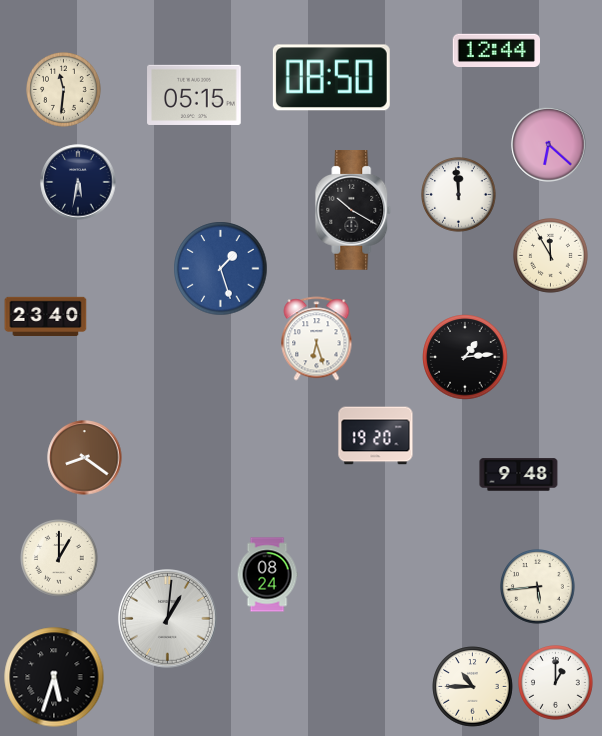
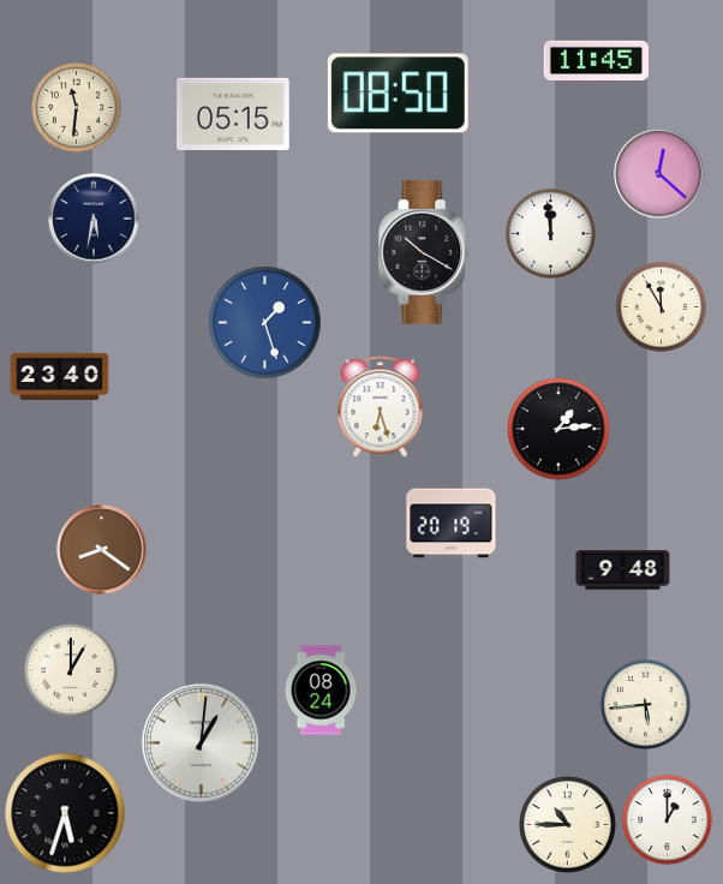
clock at (496, 50): 12:44 -> 11:45
clock at (549, 145): 6:22 -> 12:22
clock at (46, 317) position: (46, 317) -> (60, 377)
clock at (376, 436): 19:20 -> 20:19
